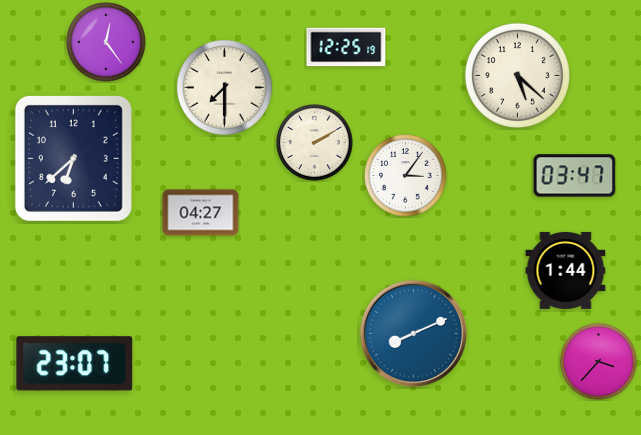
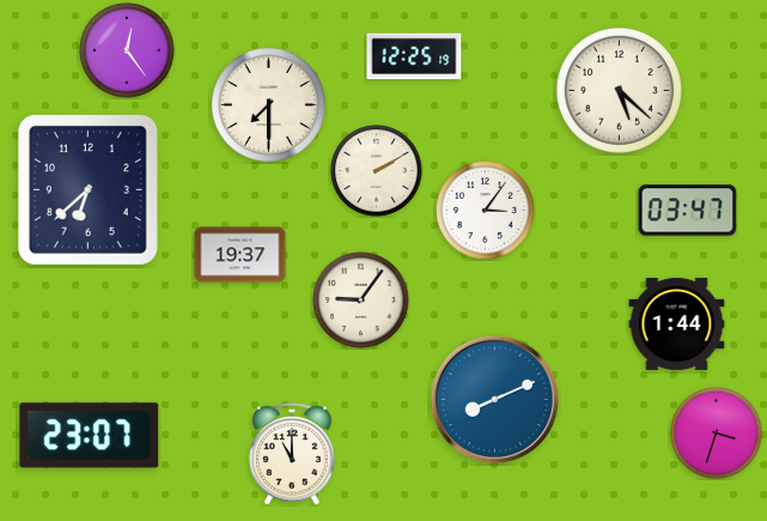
clock at (201, 213): 04:27 -> 19:37
clock at (361, 301): none -> 9:06
clock at (599, 362): 3:37 -> 3:33
clock at (292, 454): none -> 11:00
